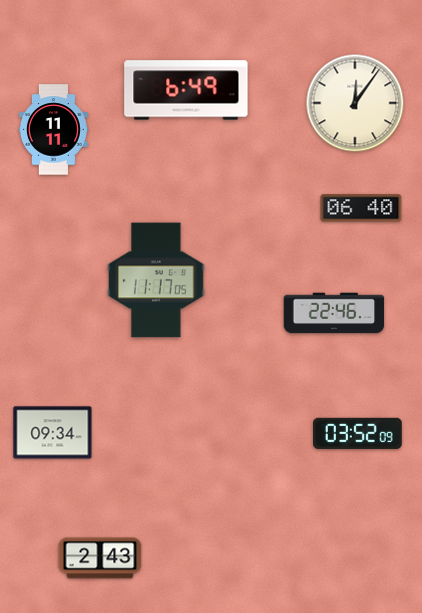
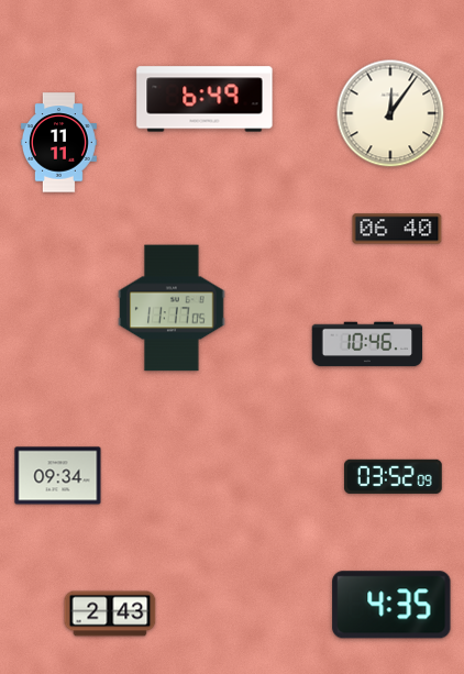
clock at (334, 313): 22:46 -> 10:46
clock at (391, 605): none -> 4:35
